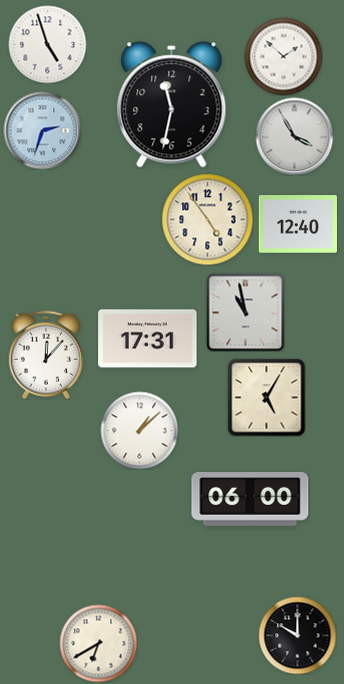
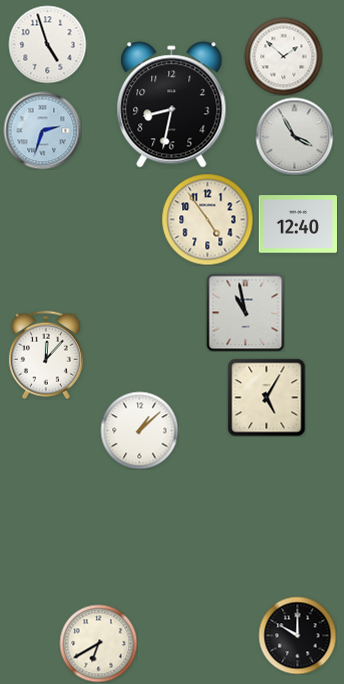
clock at (172, 105): 11:32 -> 8:32
clock at (148, 339): 17:31 -> none
clock at (250, 500): 06:00 -> none
